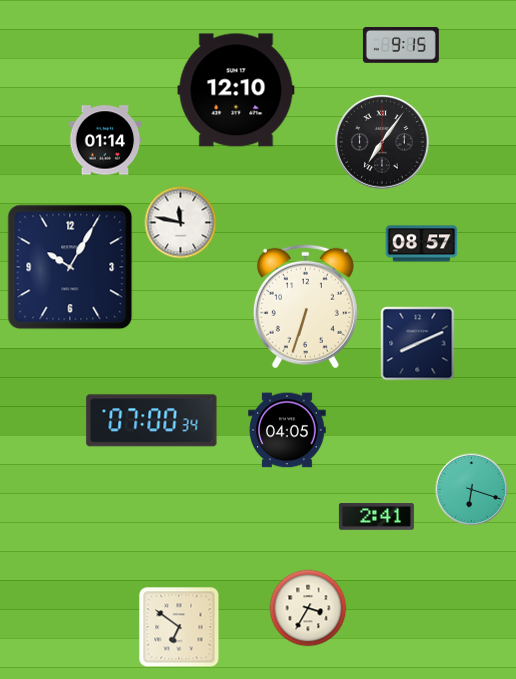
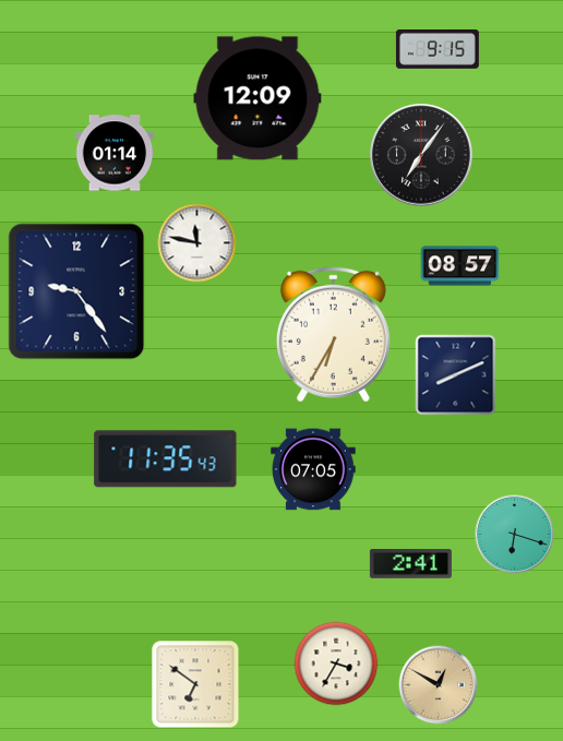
clock at (236, 90): 12:10 -> 12:09
clock at (382, 142) position: (382, 142) -> (421, 155)
clock at (70, 267): 10:05 -> 9:24
clock at (305, 306): 6:33 -> 6:35
clock at (152, 421): 07:00 -> 11:35
clock at (287, 430): 04:05 -> 07:05
clock at (439, 685): none -> 12:50
